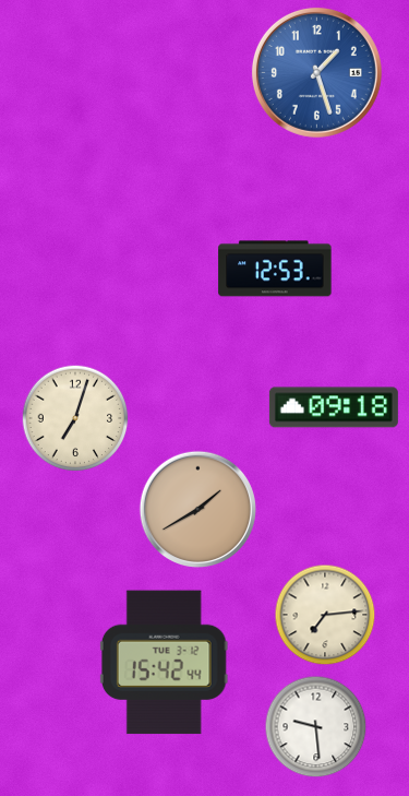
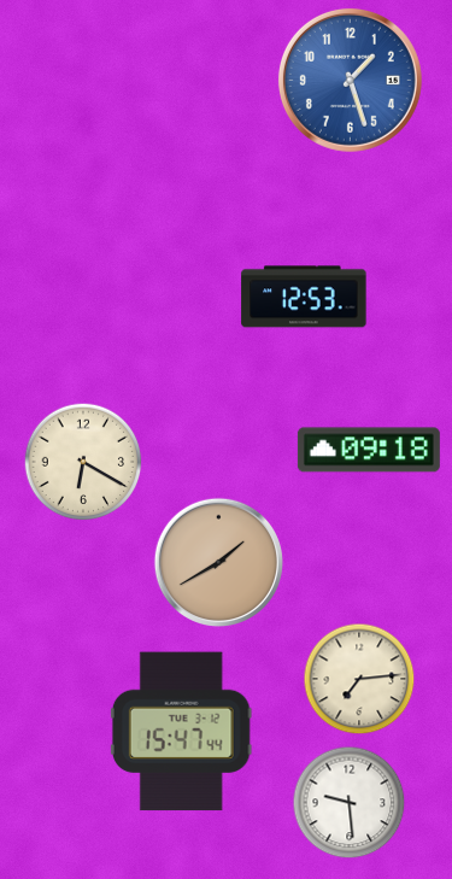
clock at (75, 418): 7:03 -> 6:20
clock at (164, 663): 15:42 -> 15:47
